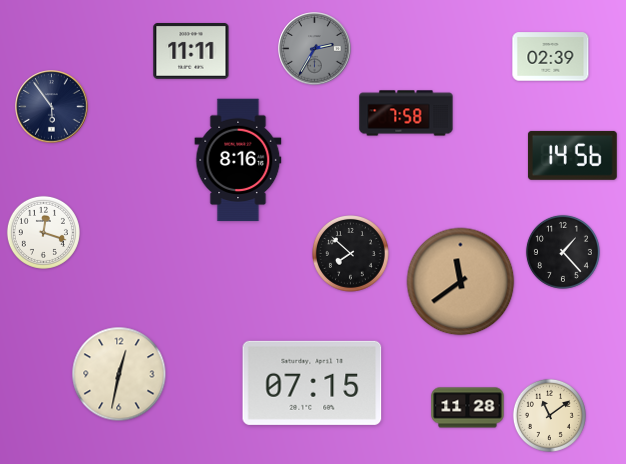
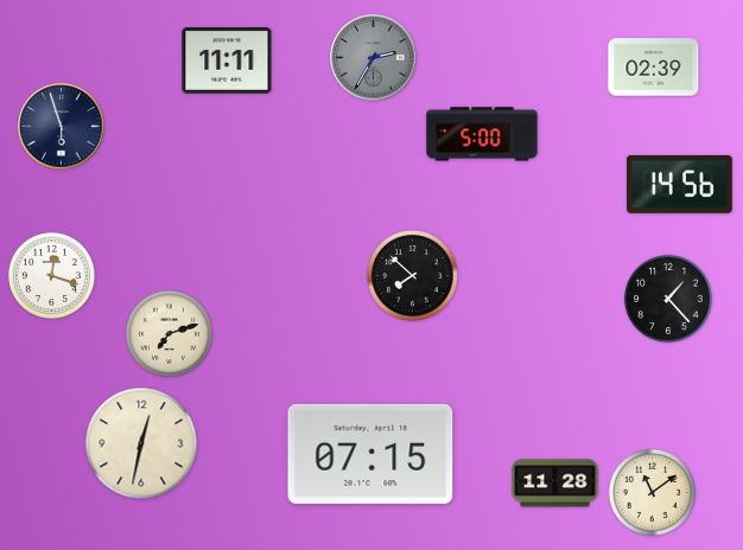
clock at (52, 107): 5:54 -> 5:57
clock at (406, 113): 7:58 -> 5:00
clock at (238, 160): 8:16 -> none
clock at (351, 254) position: (351, 254) -> (413, 276)
clock at (169, 333): none -> 7:12
clock at (461, 282): 11:39 -> none
